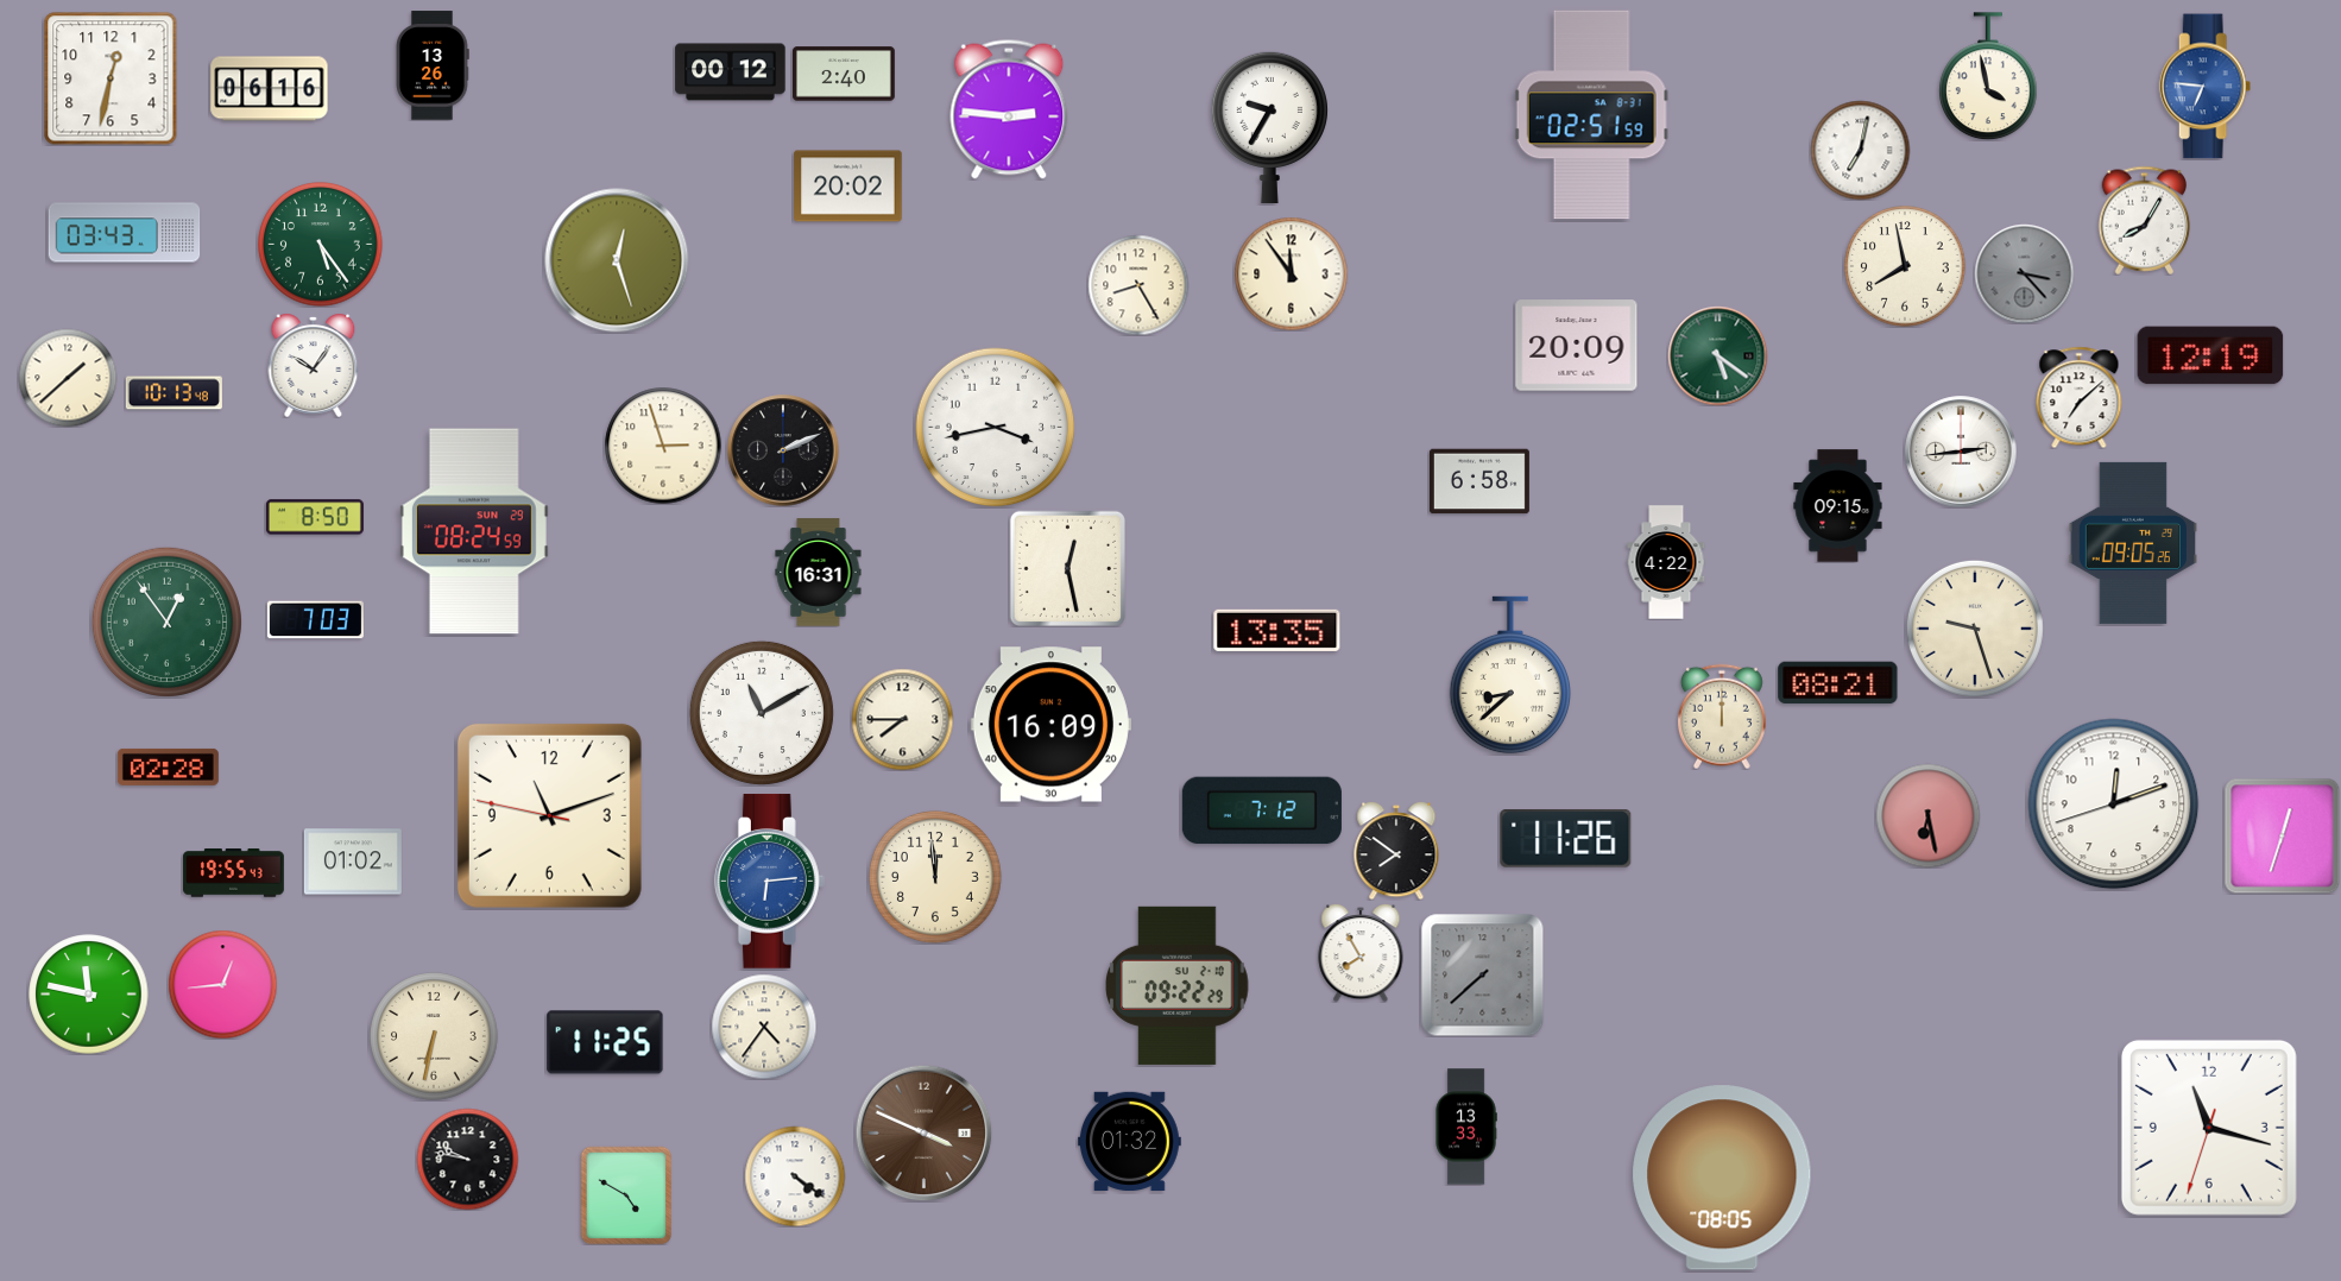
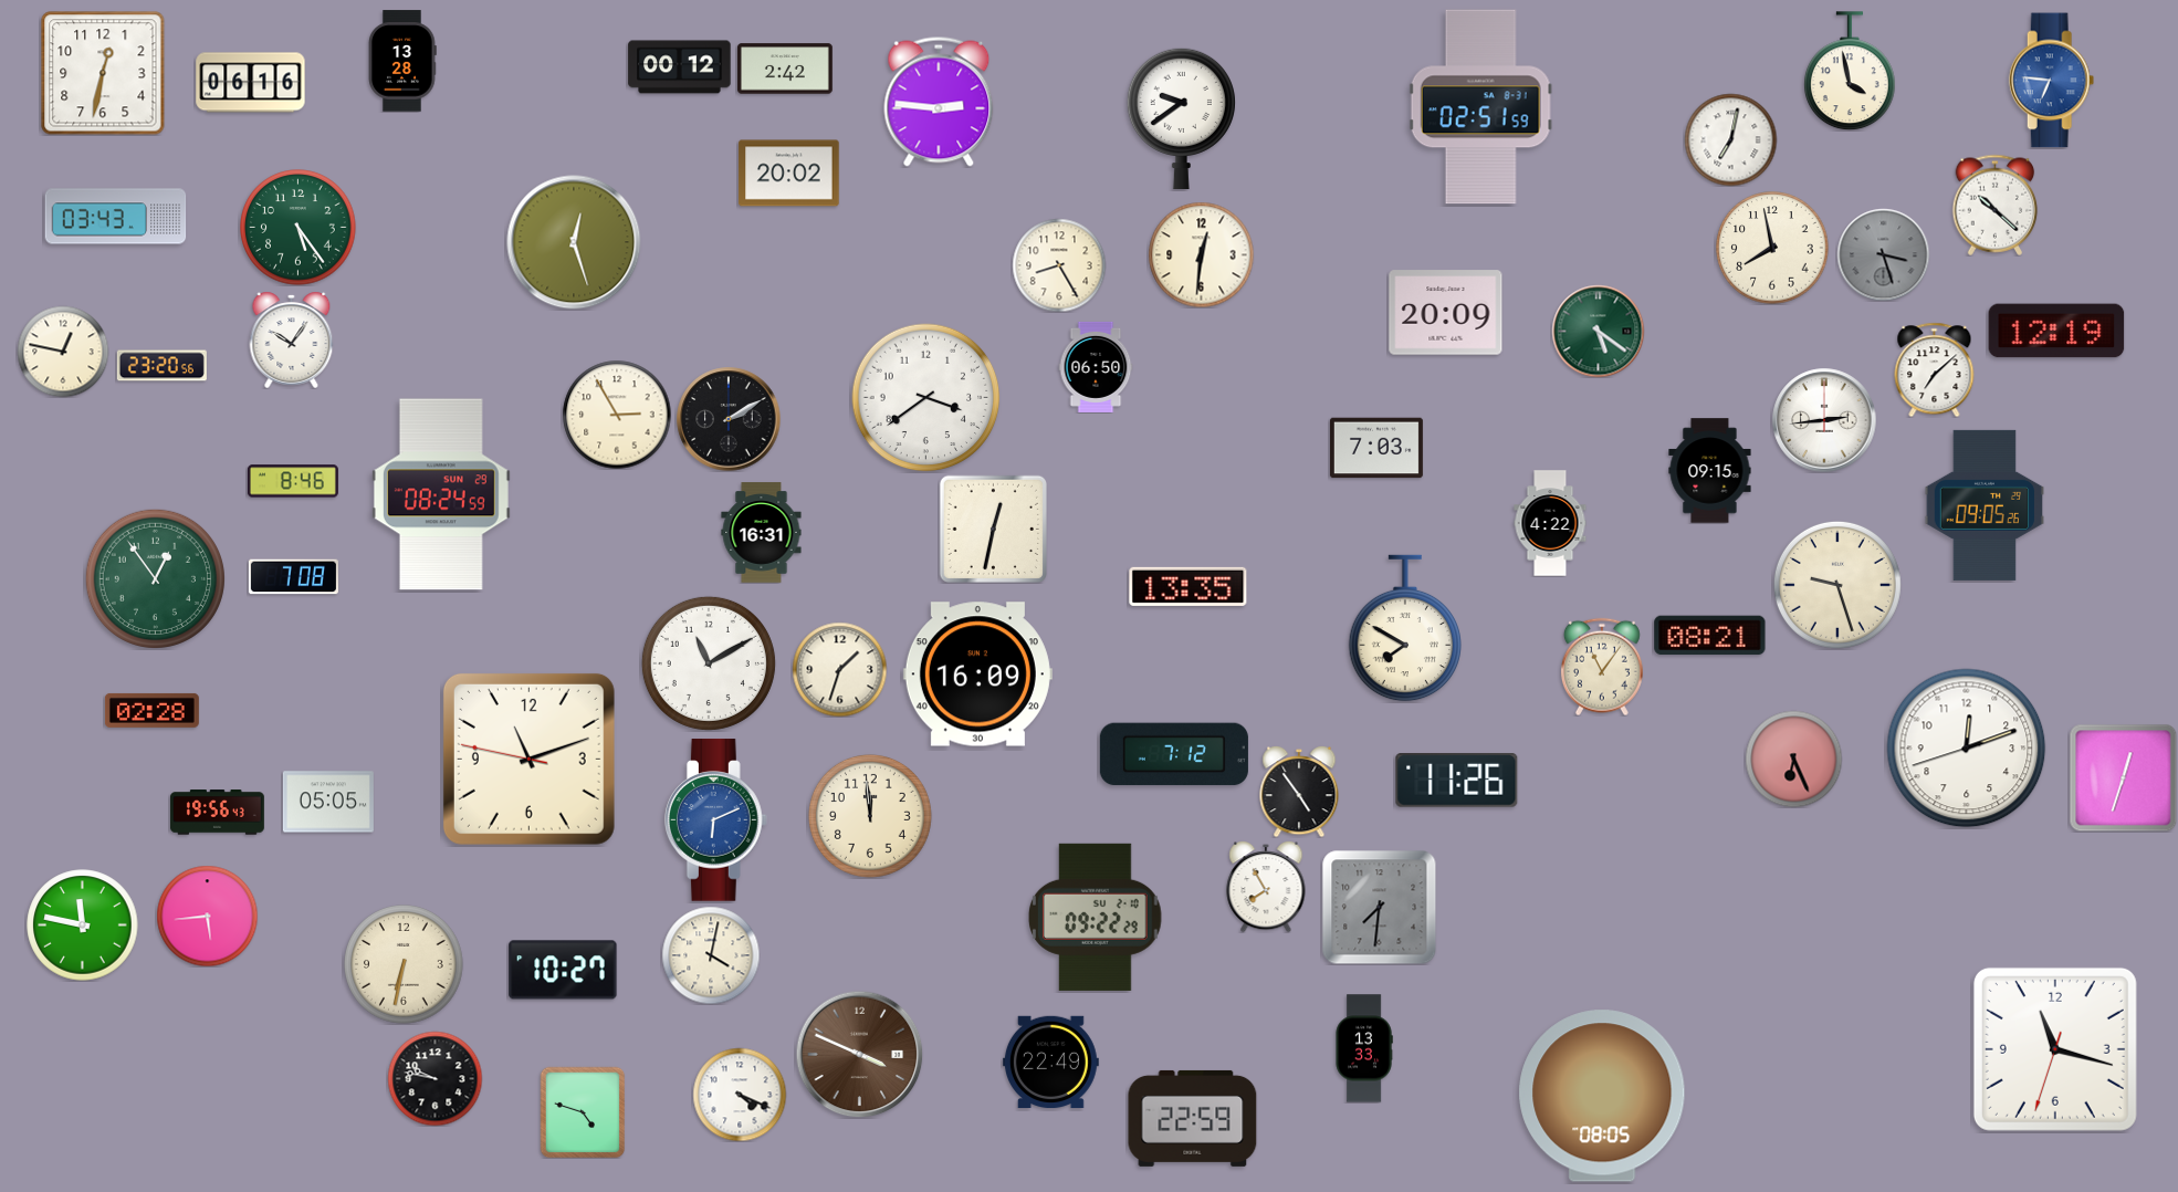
clock at (433, 65): 13:26 -> 13:28
clock at (844, 74): 2:40 -> 2:42
clock at (1269, 127): 9:35 -> 9:39
clock at (2145, 220): 8:05 -> 10:22
clock at (1291, 273): 11:54 -> 12:31
clock at (2024, 273): 3:23 -> 3:27
clock at (1577, 346) position: (1577, 346) -> (1446, 313)
clock at (68, 378): 1:38 -> 12:47
clock at (173, 393): 10:13 -> 23:20
clock at (1096, 367): none -> 06:50
clock at (996, 428): 3:43 -> 3:39
clock at (663, 446): 2:57 -> 2:55
clock at (783, 450): 2:11 -> 2:10
clock at (1479, 481): 6:58 -> 7:03
clock at (315, 517): 8:50 -> 8:46
clock at (1067, 568): 12:28 -> 12:32
clock at (315, 620): 7:03 -> 7:08
clock at (1509, 675): 8:38 -> 7:50
clock at (1722, 717): 12:00 -> 11:06
clock at (902, 719): 7:45 -> 1:33
clock at (168, 766) position: (168, 766) -> (151, 710)
clock at (549, 815) position: (549, 815) -> (528, 759)
clock at (1927, 815): 6:28 -> 6:26
clock at (1396, 851): 7:51 -> 4:54
clock at (353, 862): 01:02 -> 05:05
clock at (233, 873): 19:55 -> 19:56
clock at (769, 882): 6:14 -> 6:11
clock at (1482, 974): 7:38 -> 7:31
clock at (222, 984): 12:44 -> 5:44
clock at (764, 1027): 4:36 -> 4:02
clock at (605, 1042): 11:25 -> 10:27
clock at (1129, 1141): 01:32 -> 22:49
clock at (795, 1176): 4:21 -> 4:19
clock at (626, 1195): 4:50 -> 4:48
clock at (1193, 1118): none -> 22:59
